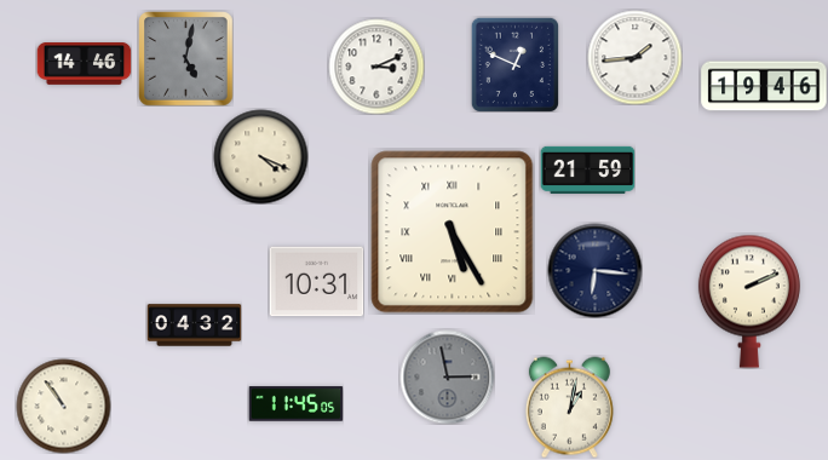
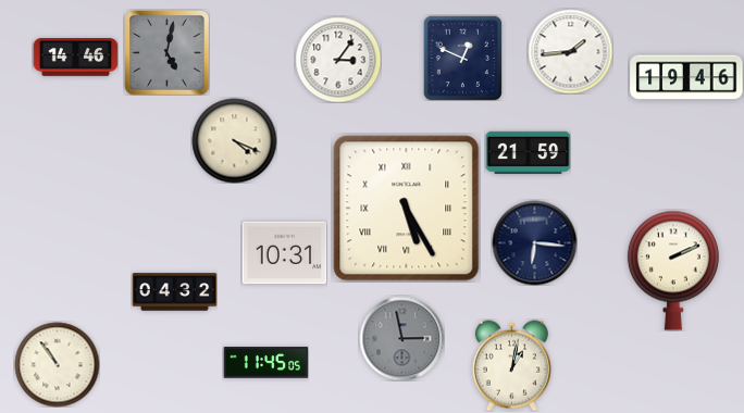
clock at (376, 67): 3:11 -> 3:06
